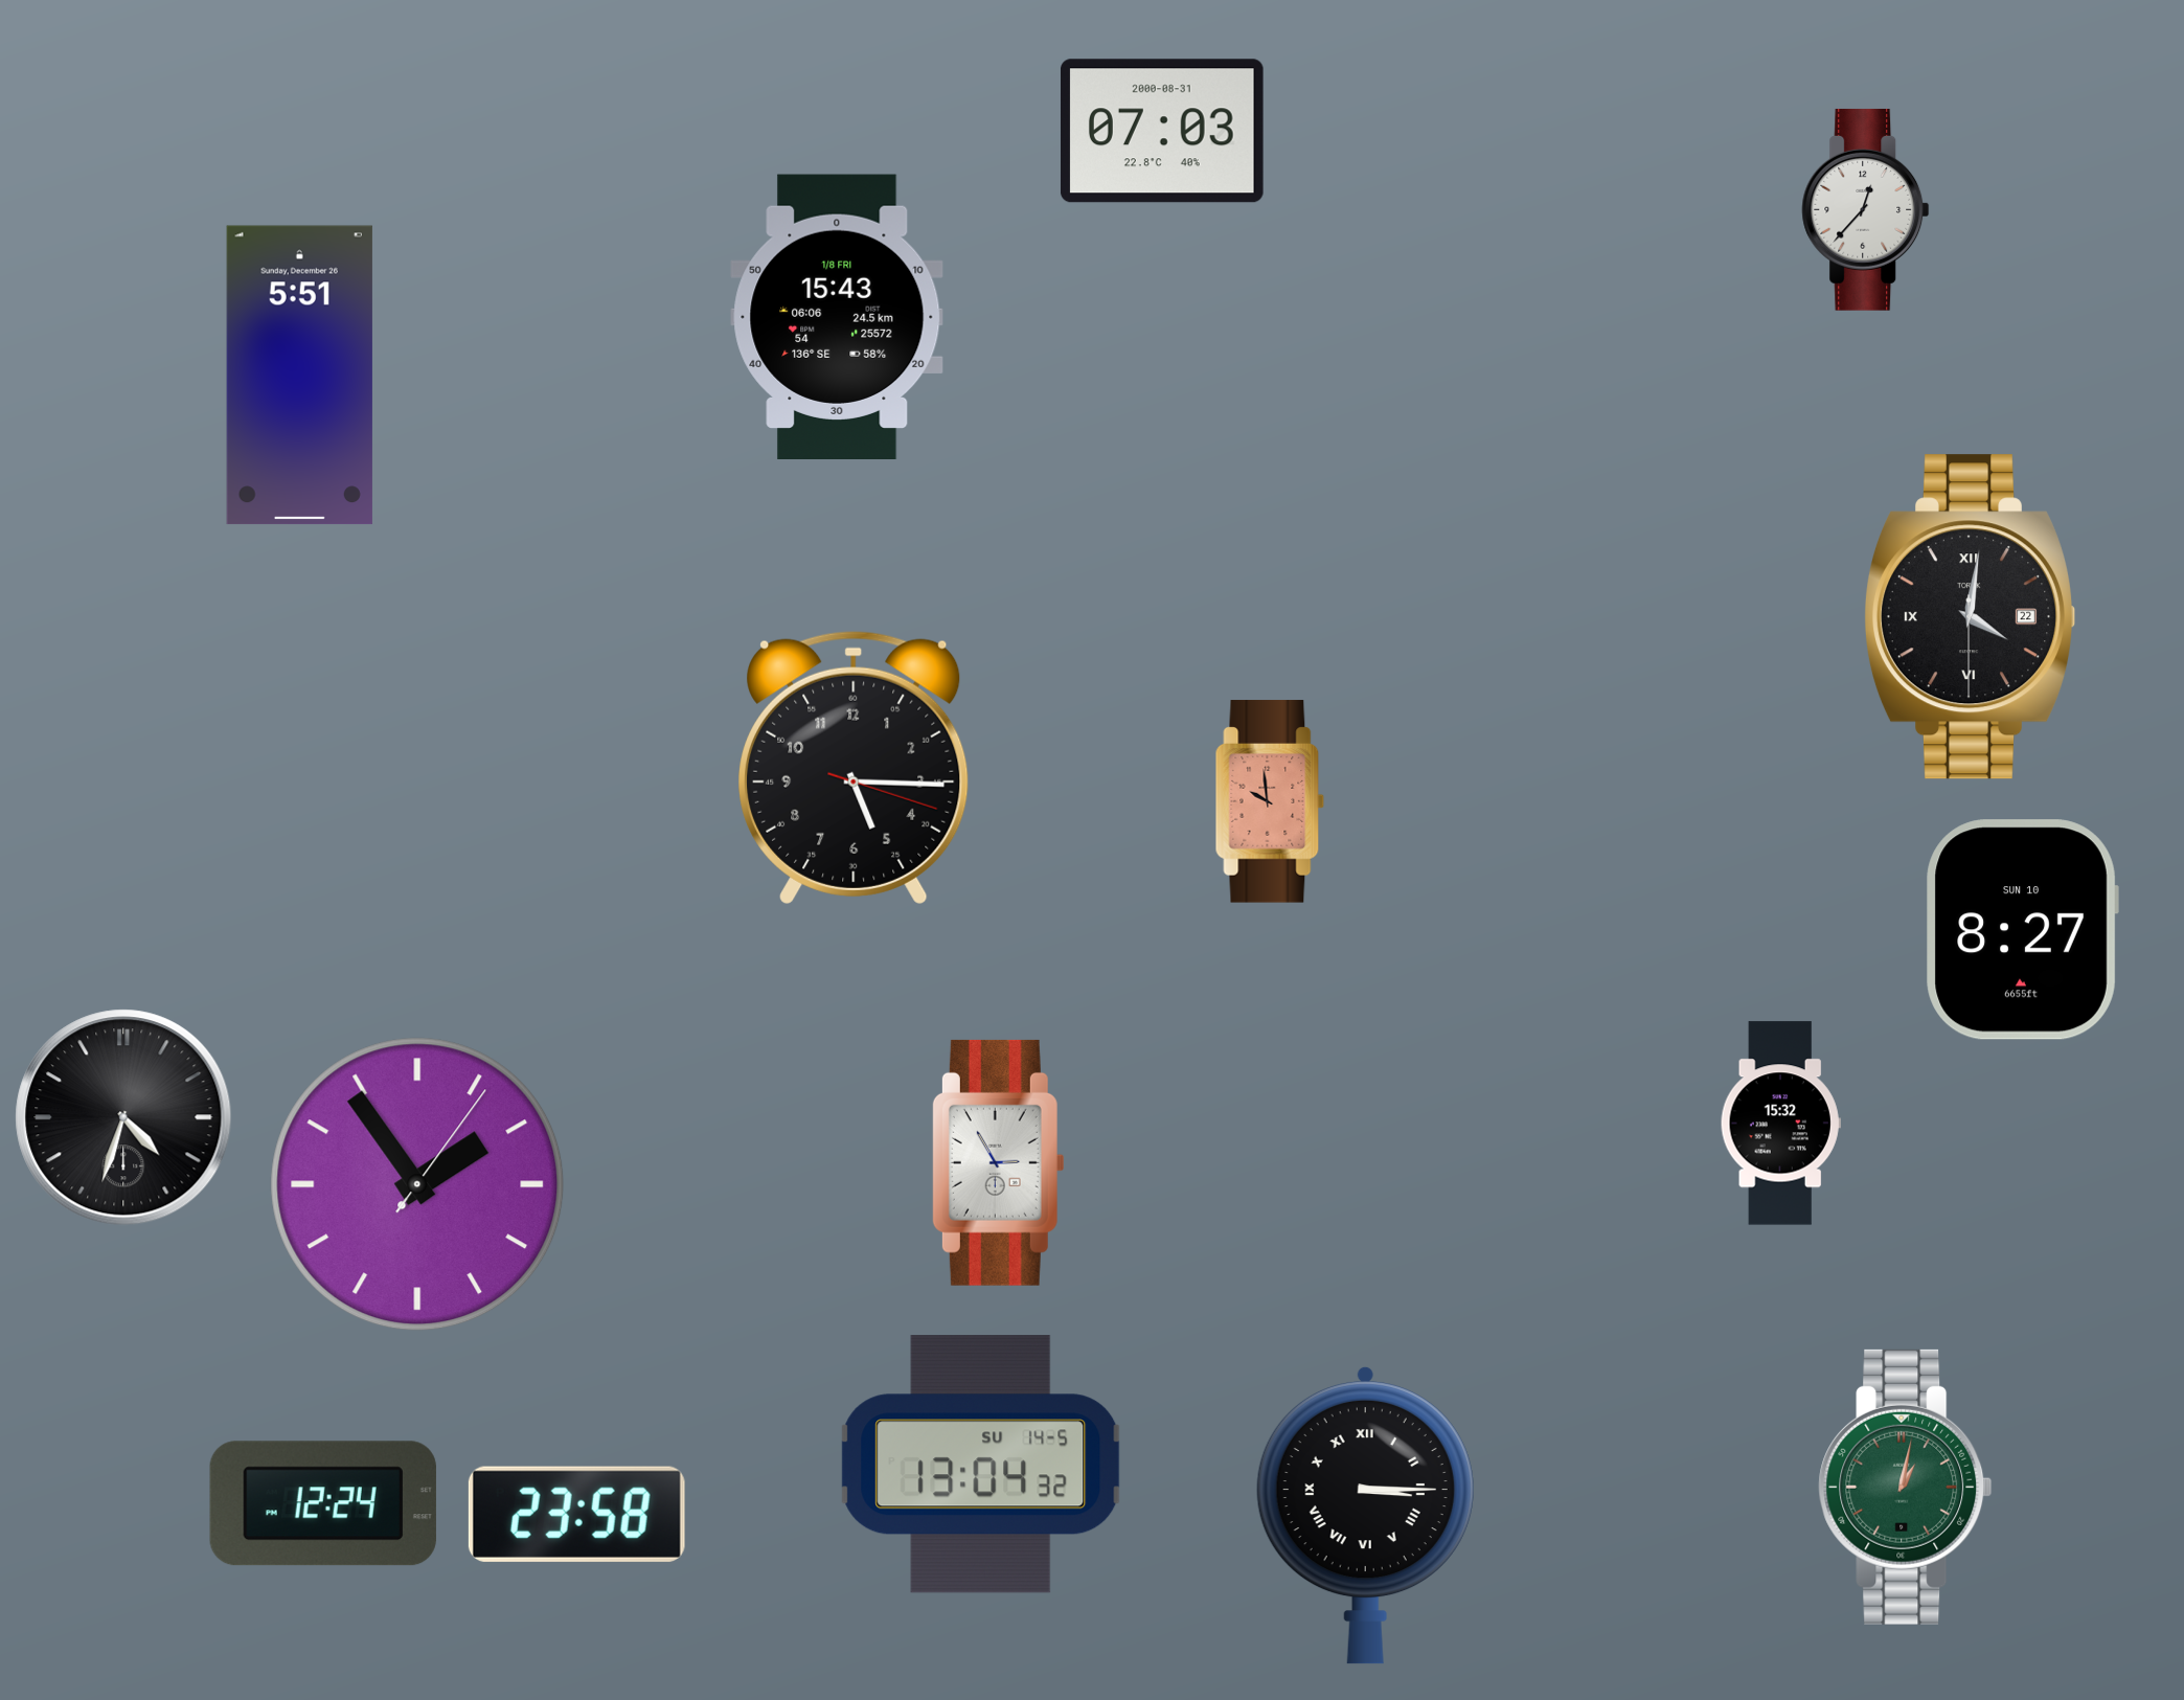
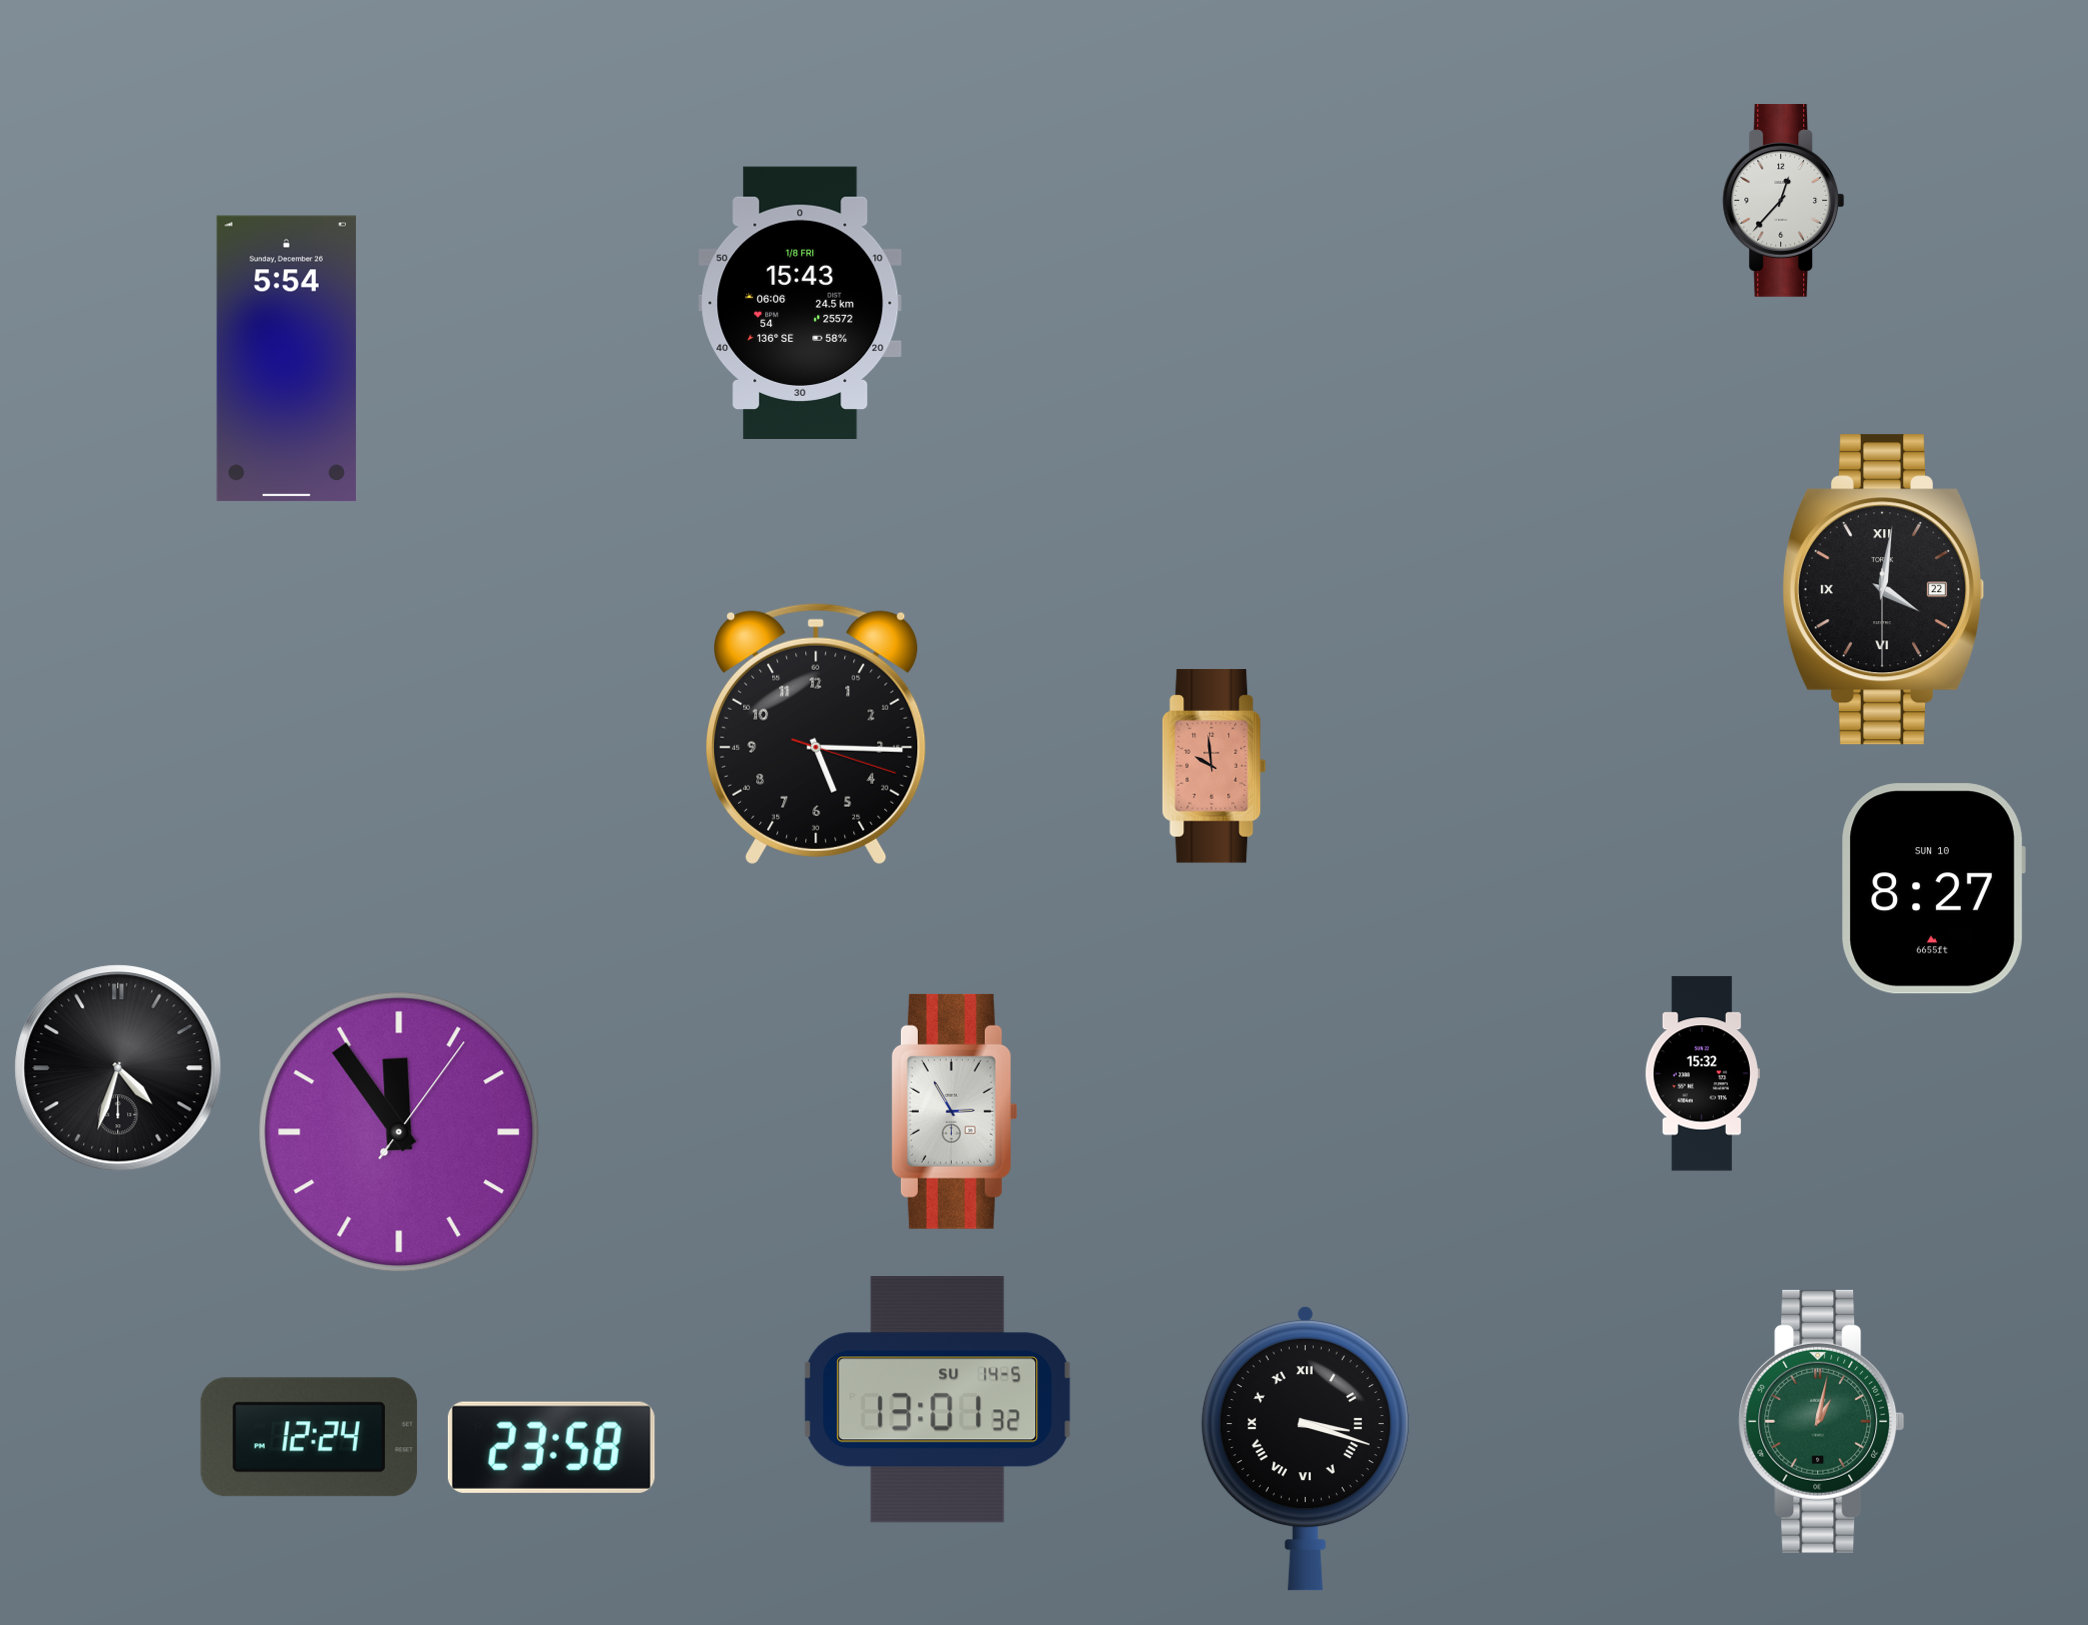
clock at (1162, 131): 07:03 -> none
clock at (299, 376): 5:51 -> 5:54
clock at (417, 1184): 1:54 -> 11:54
clock at (981, 1465): 13:04 -> 13:01
clock at (1365, 1515): 3:15 -> 3:18
